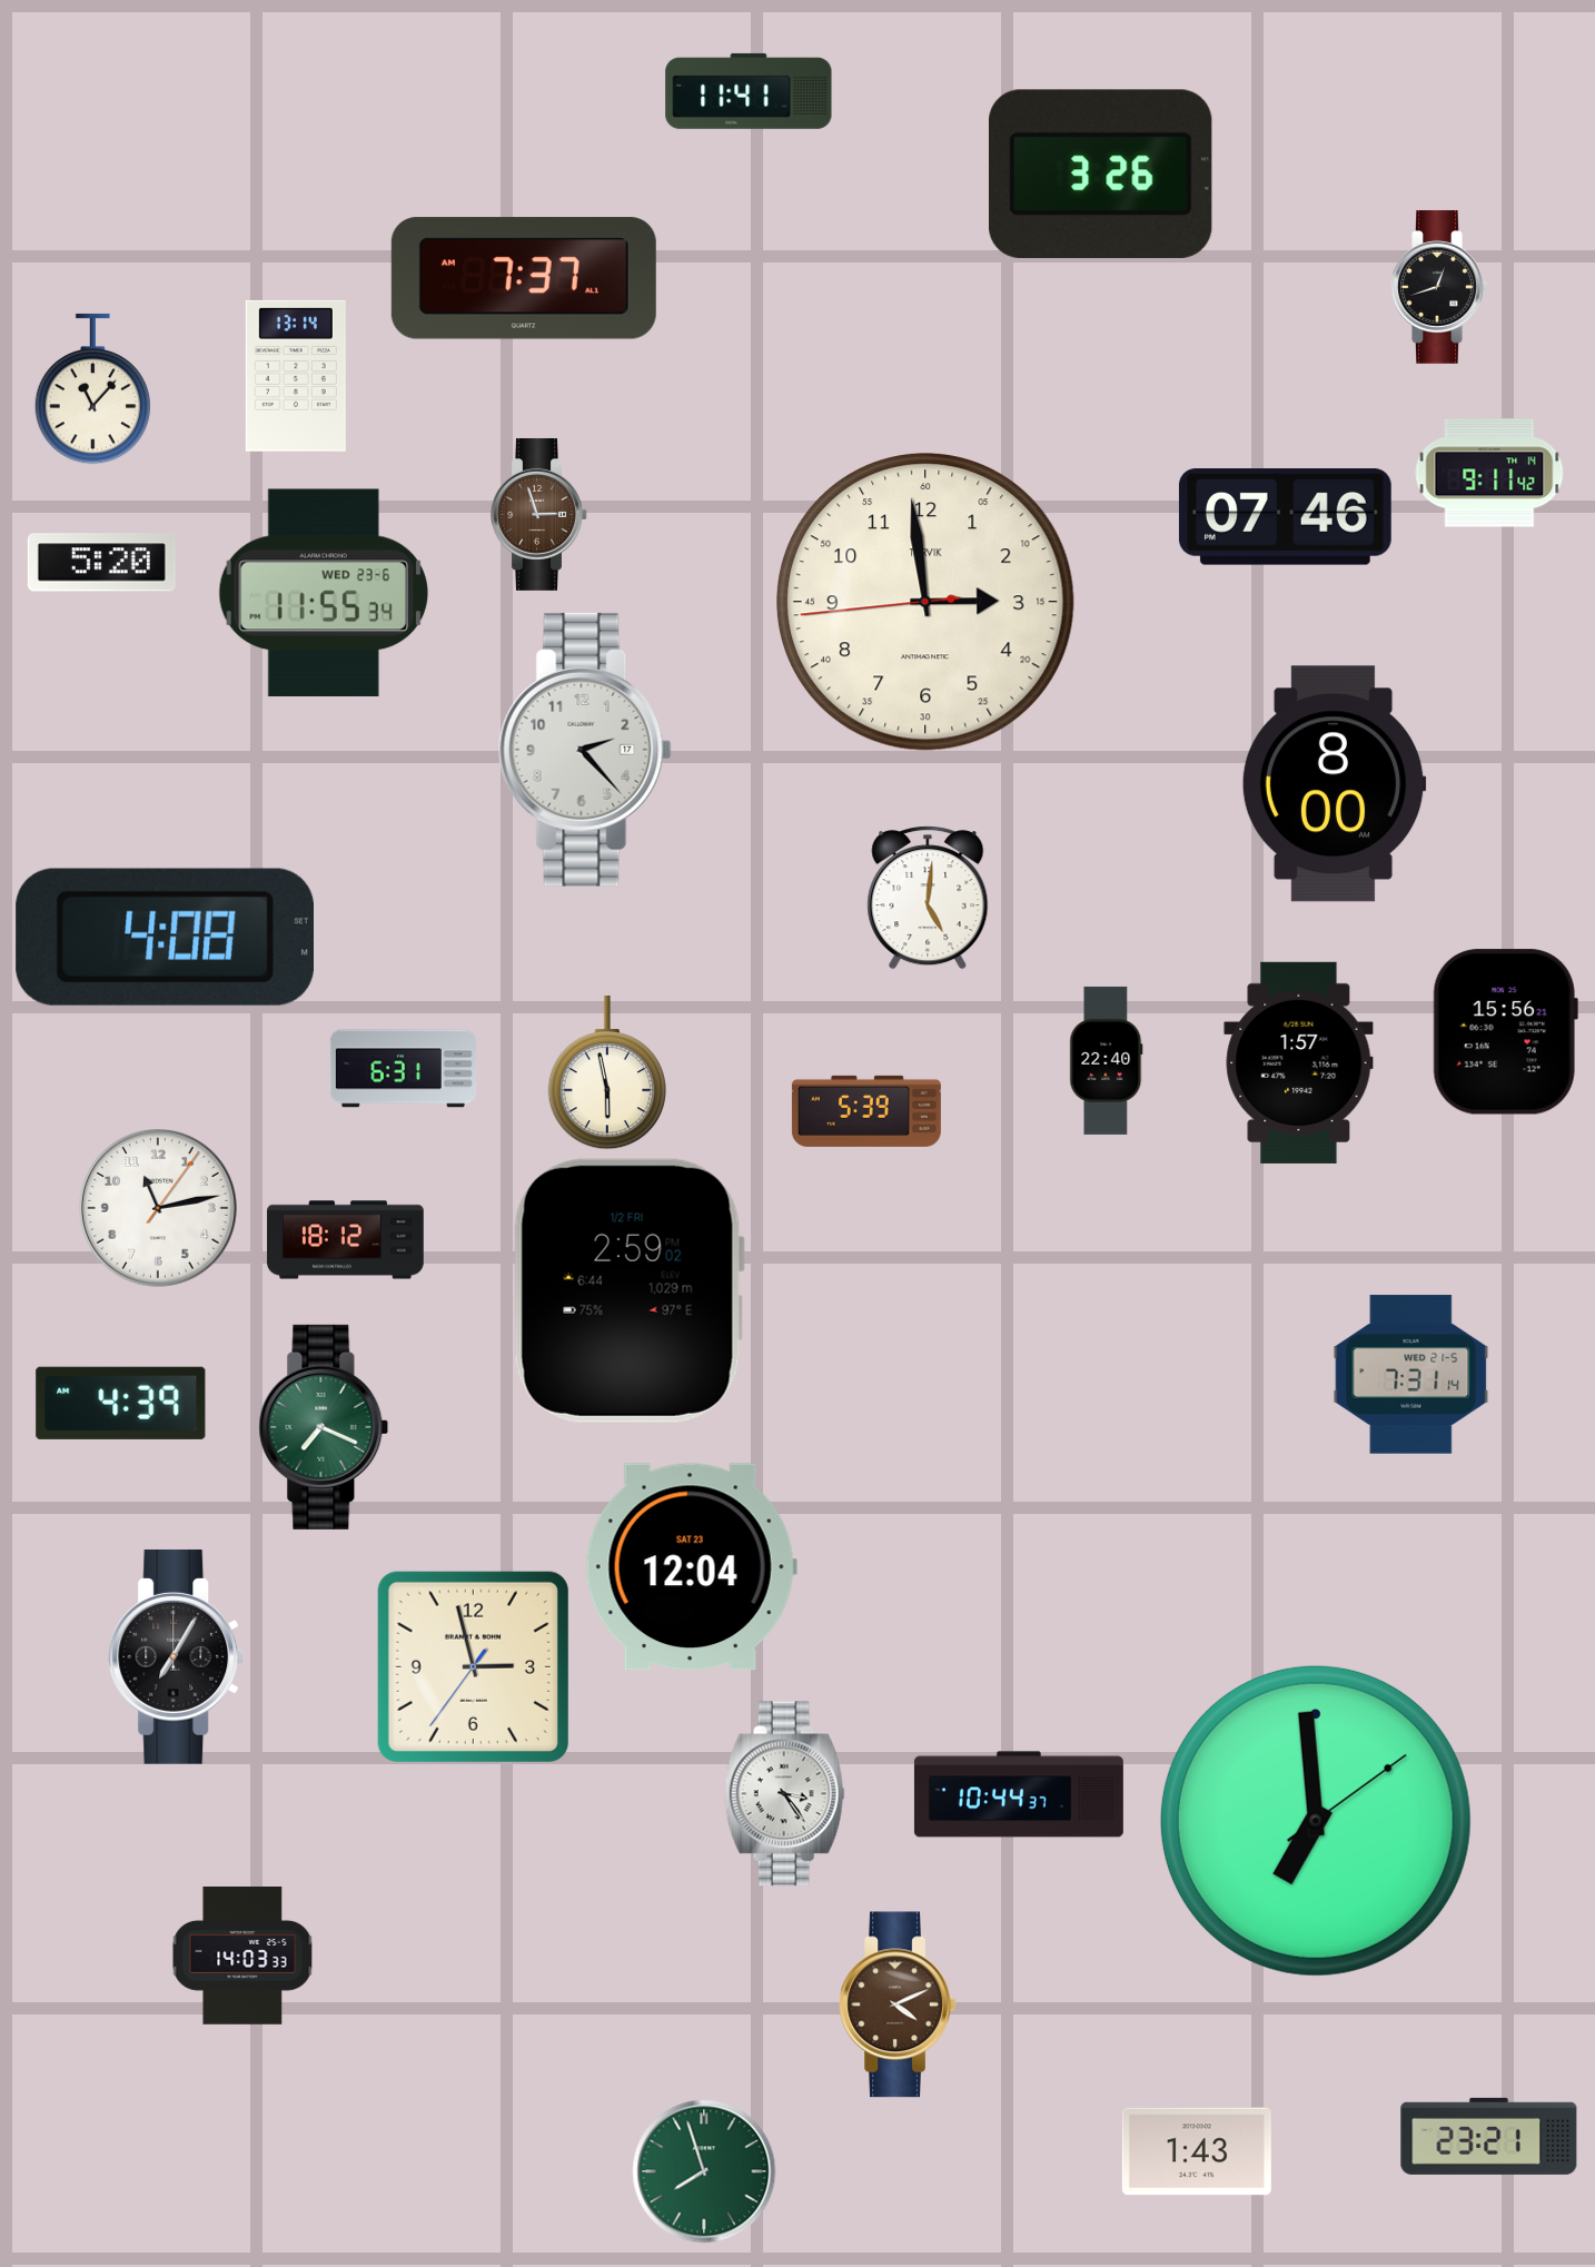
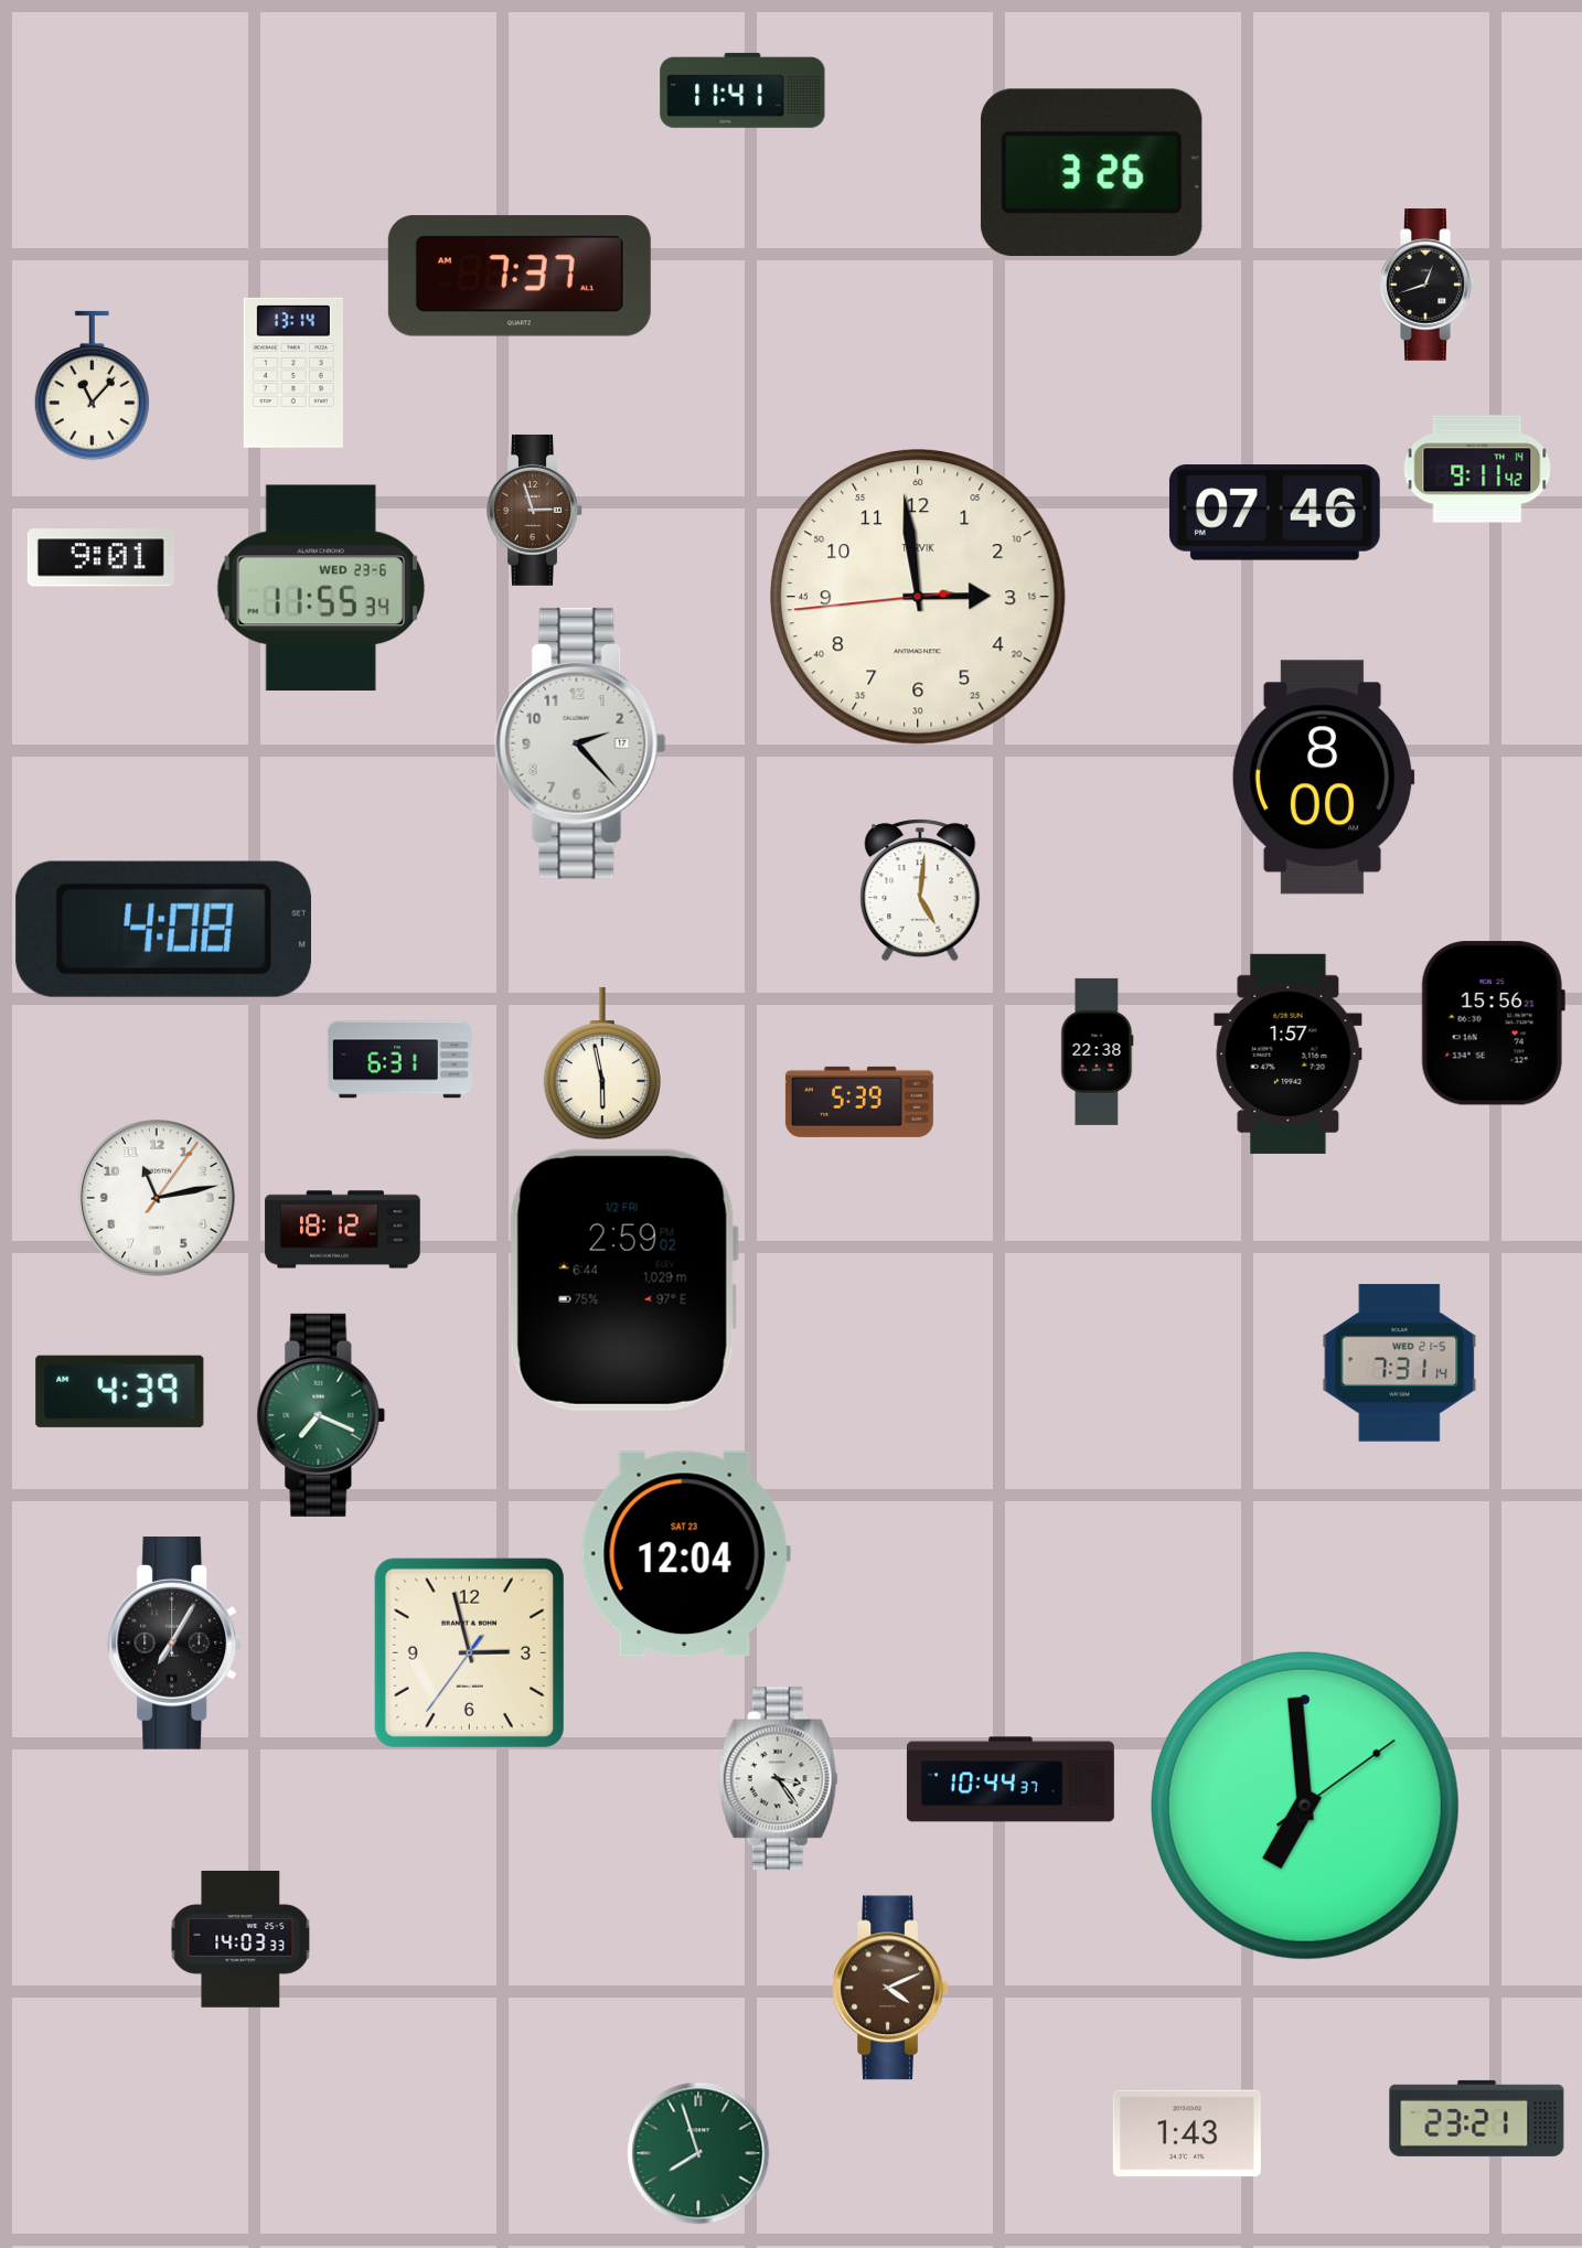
clock at (101, 563): 5:20 -> 9:01
clock at (1107, 1060): 22:40 -> 22:38
